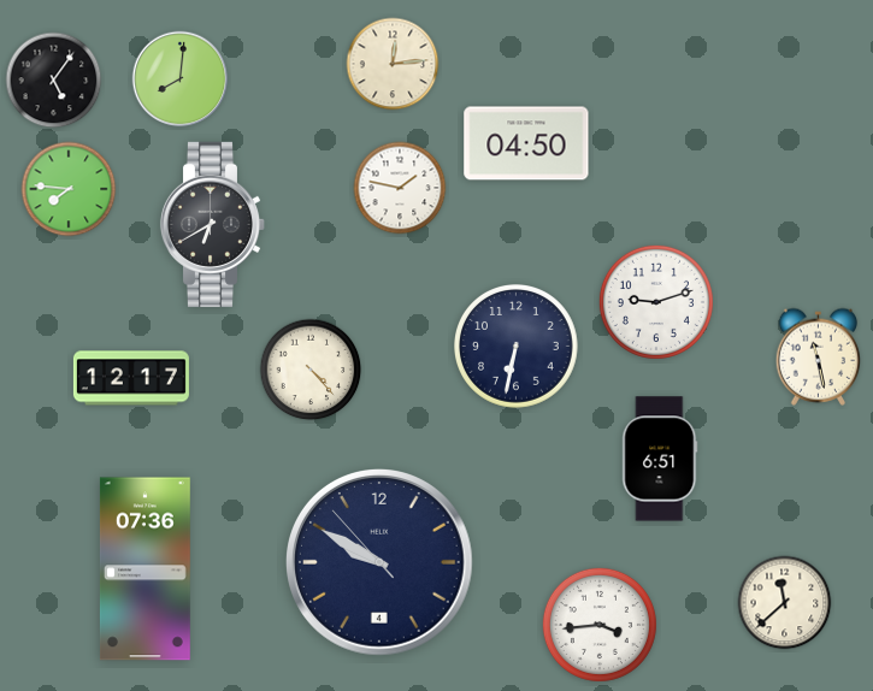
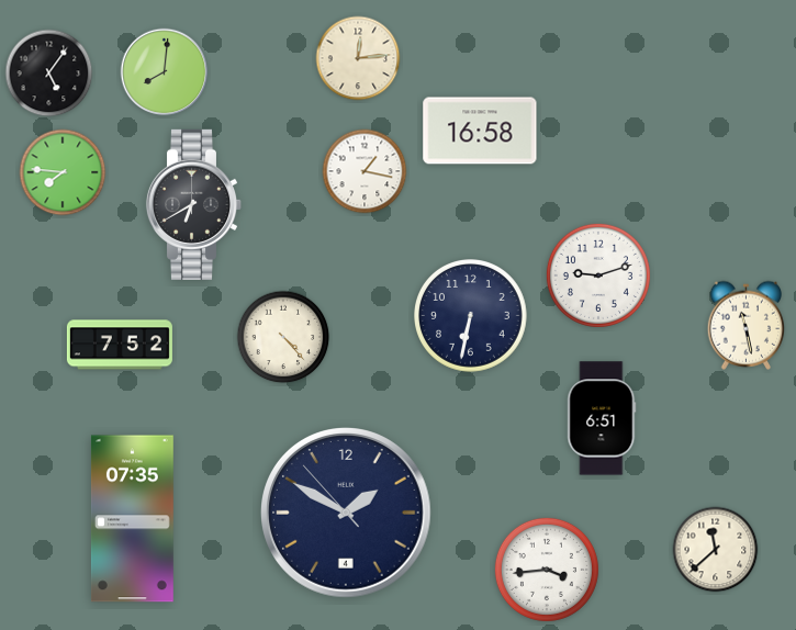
clock at (526, 143): 04:50 -> 16:58
clock at (400, 188): 1:47 -> 1:17
clock at (131, 378): 12:17 -> 7:52
clock at (381, 563): 9:49 -> 1:49
clock at (144, 569): 07:36 -> 07:35
